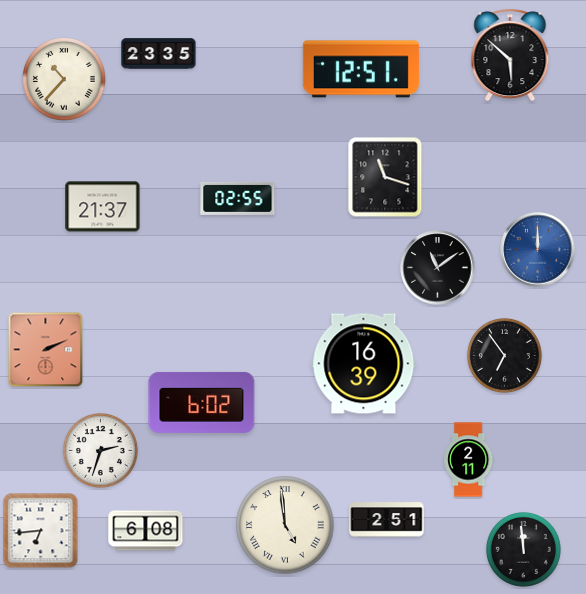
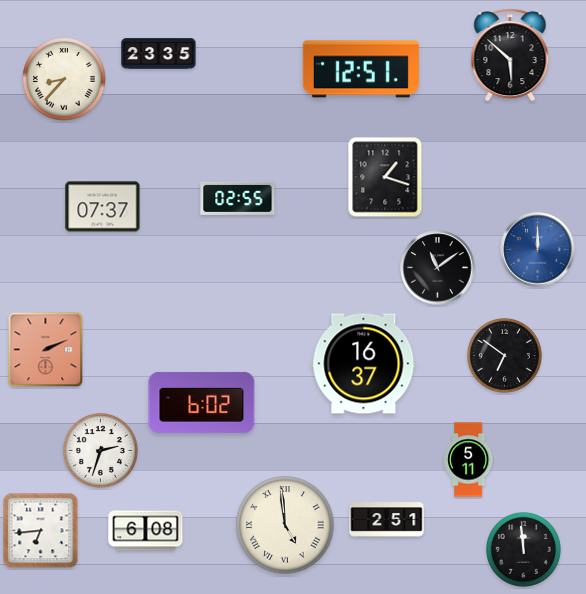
clock at (64, 79): 10:37 -> 8:37
clock at (385, 177): 11:18 -> 1:18
clock at (103, 207): 21:37 -> 07:37
clock at (504, 355): 6:54 -> 6:51
clock at (364, 364): 16:39 -> 16:37
clock at (469, 460): 2:11 -> 5:11
